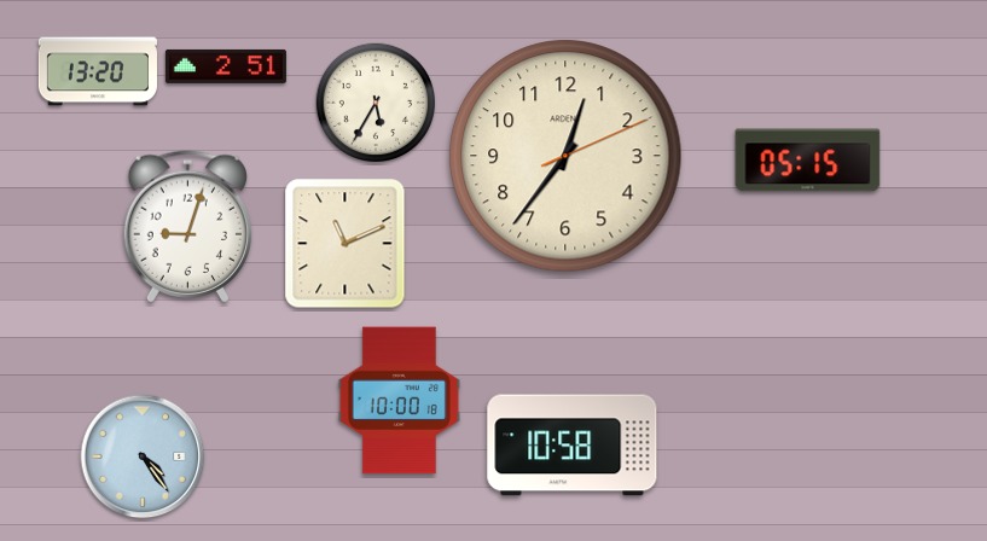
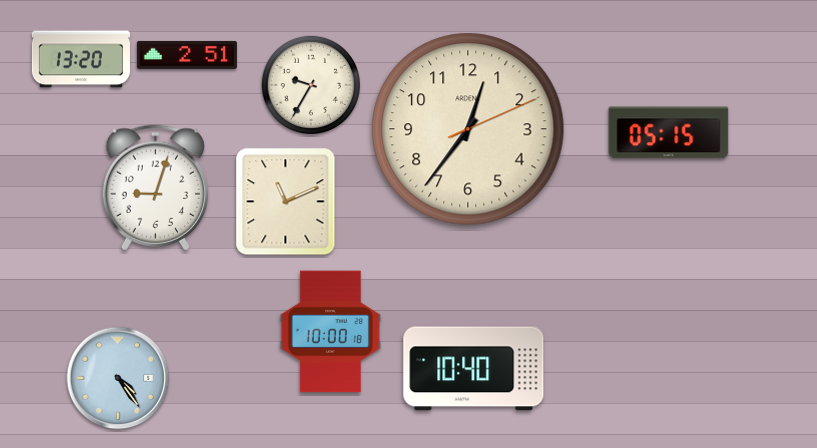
clock at (375, 101): 5:35 -> 9:35
clock at (573, 446): 10:58 -> 10:40
